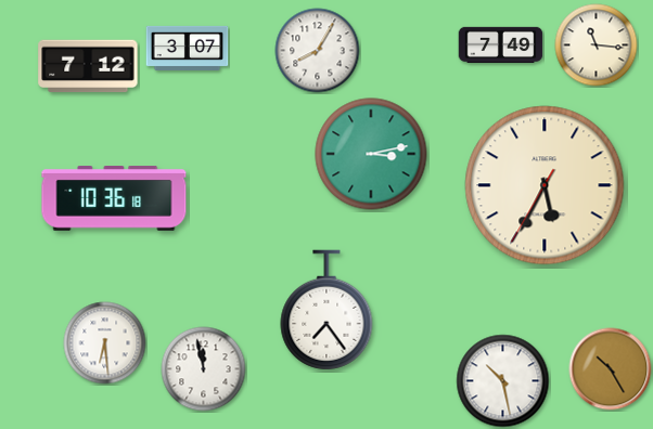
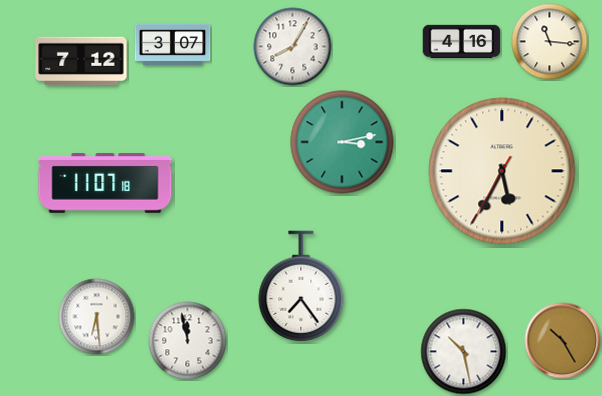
clock at (501, 45): 7:49 -> 4:16
clock at (114, 199): 10:36 -> 11:07
